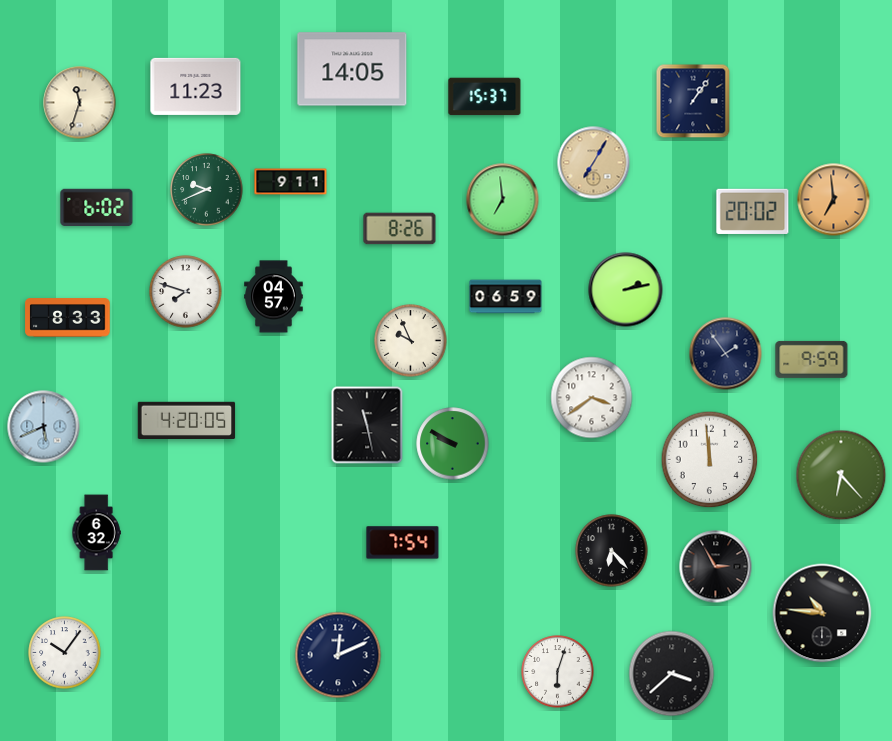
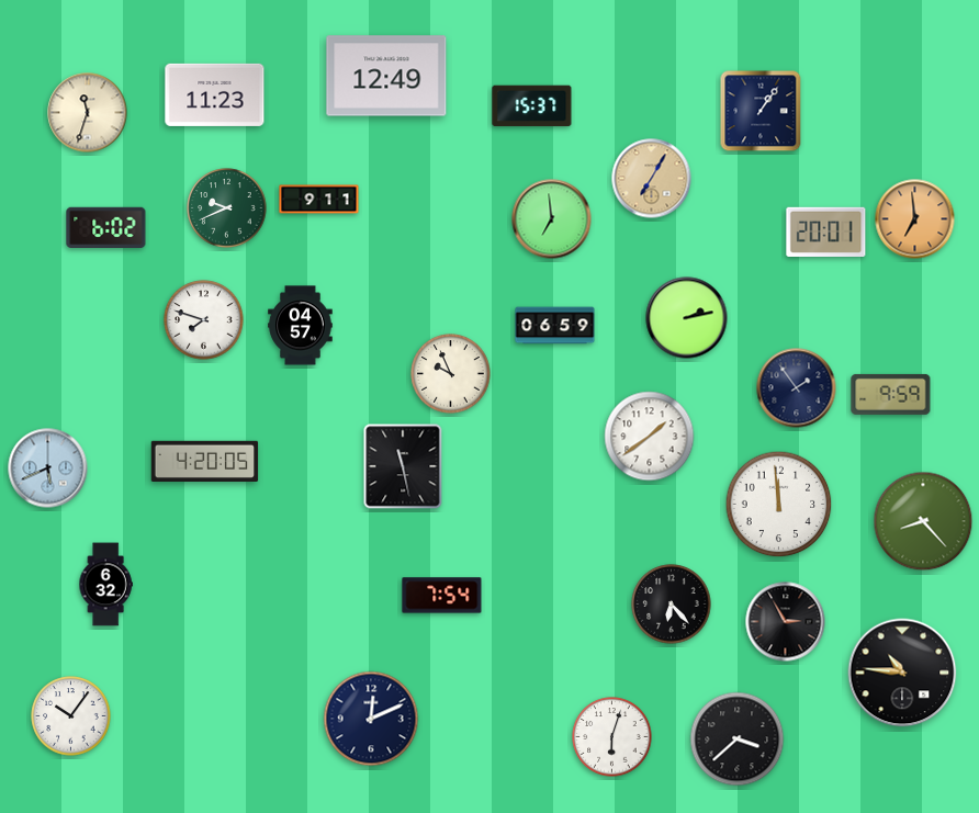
clock at (352, 69): 14:05 -> 12:49
clock at (753, 211): 20:02 -> 20:01
clock at (400, 229): 8:26 -> none
clock at (68, 318): 8:33 -> none
clock at (592, 398): 3:39 -> 1:39
clock at (453, 444): 9:50 -> none
clock at (841, 475): 6:23 -> 8:23
